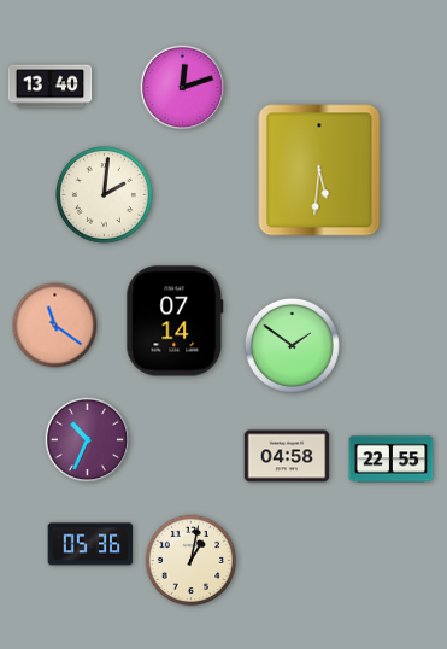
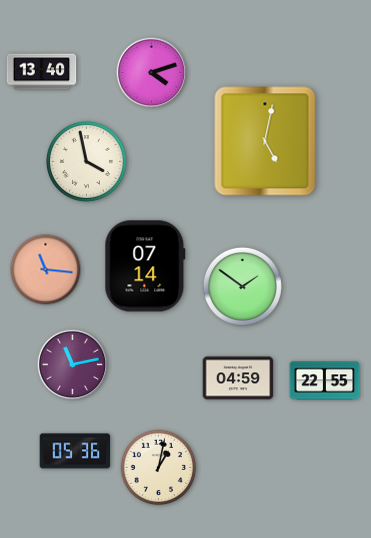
clock at (183, 88): 12:12 -> 4:12
clock at (319, 170): 5:31 -> 5:02
clock at (105, 195): 2:01 -> 3:58
clock at (55, 326): 11:21 -> 11:16
clock at (88, 440): 10:34 -> 11:13
clock at (287, 456): 04:58 -> 04:59
clock at (192, 561) position: (192, 561) -> (159, 468)
